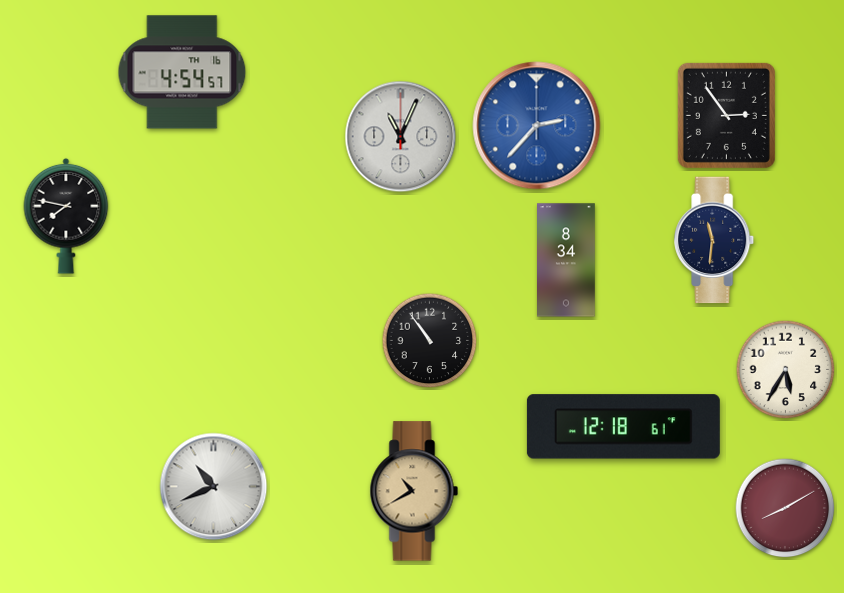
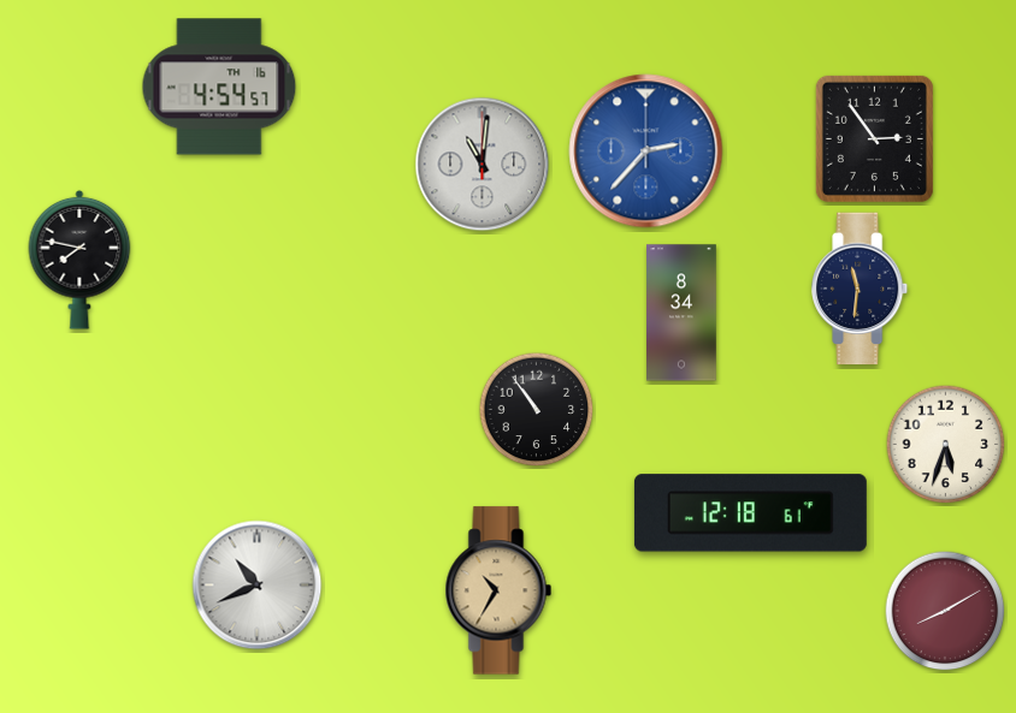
clock at (401, 137): 11:04 -> 11:01
clock at (430, 341) position: (430, 341) -> (537, 410)
clock at (786, 370): 5:35 -> 5:33
clock at (414, 491): 10:40 -> 10:35
